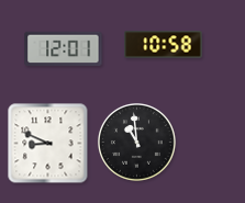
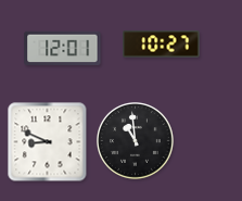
clock at (164, 45): 10:58 -> 10:27
